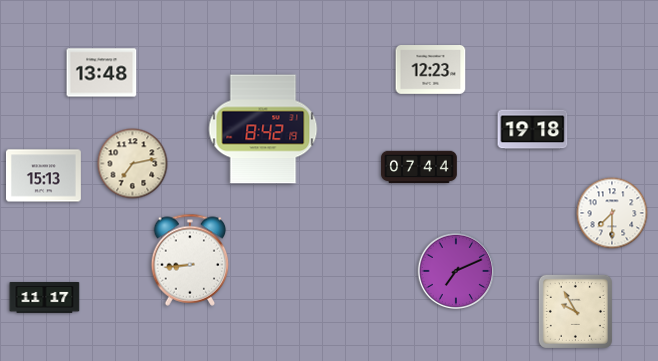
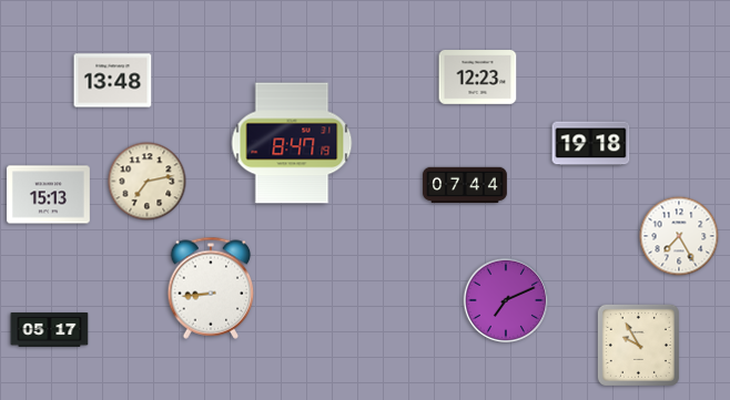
clock at (263, 129): 8:42 -> 8:47
clock at (612, 213): 7:30 -> 7:25
clock at (45, 298): 11:17 -> 05:17
